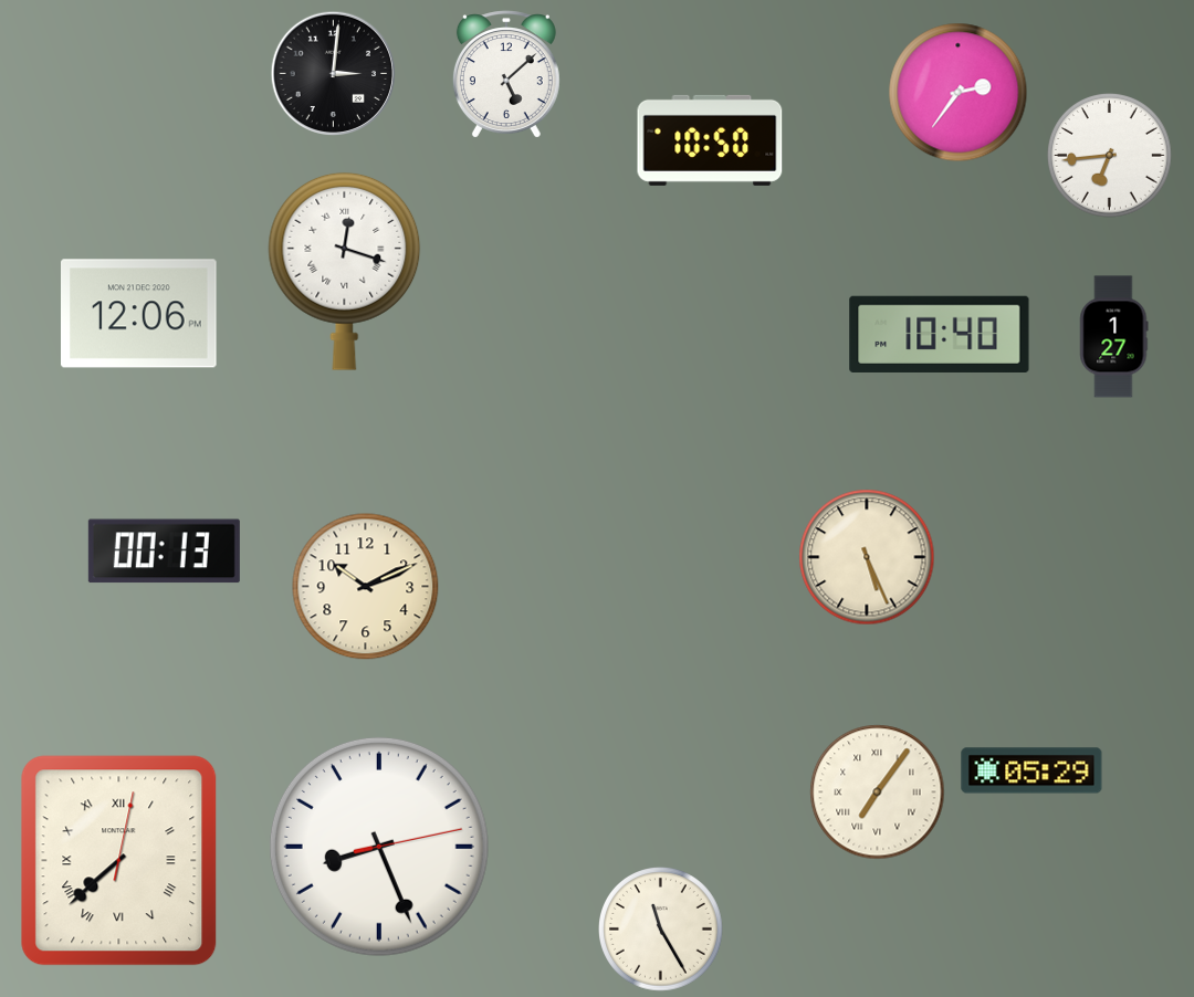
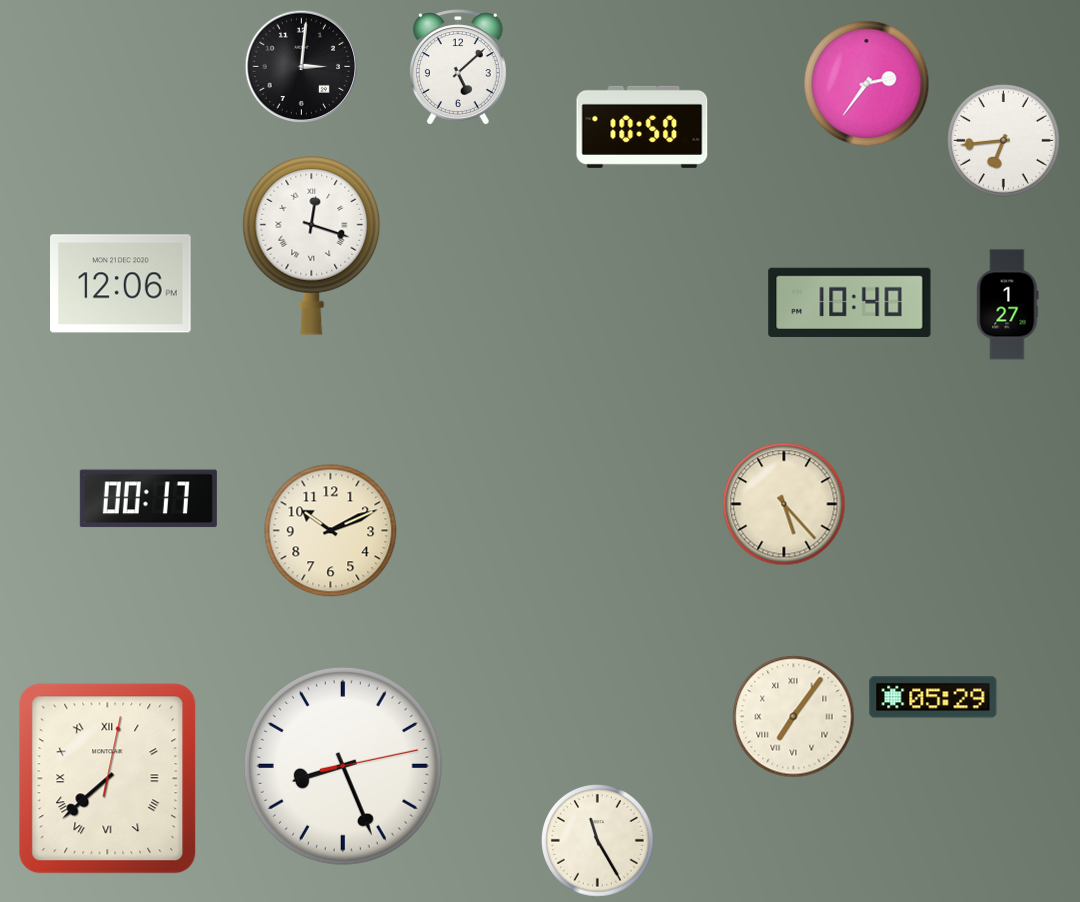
clock at (139, 314) position: (139, 314) -> (121, 284)
clock at (164, 552): 00:13 -> 00:17
clock at (867, 557): 5:26 -> 5:23
